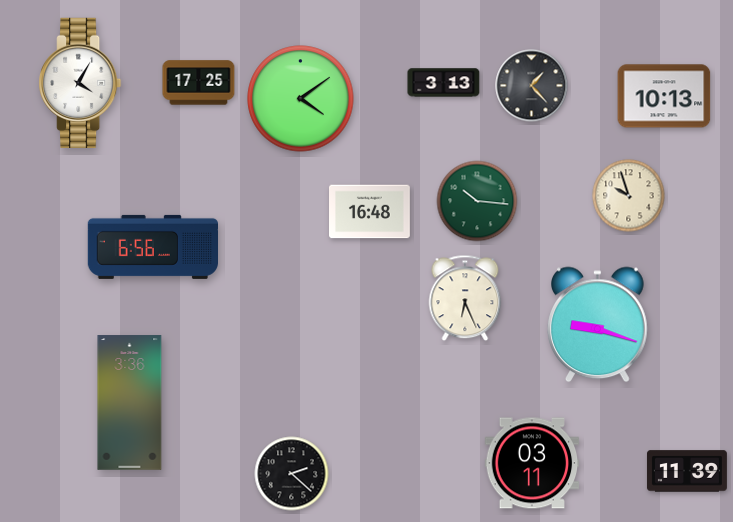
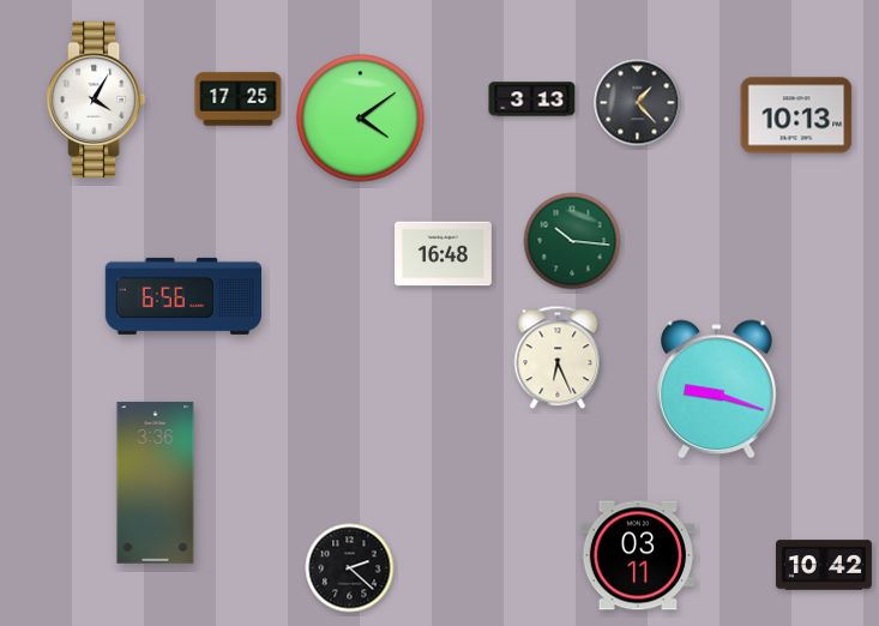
clock at (629, 196): 9:57 -> none
clock at (687, 471): 11:39 -> 10:42
